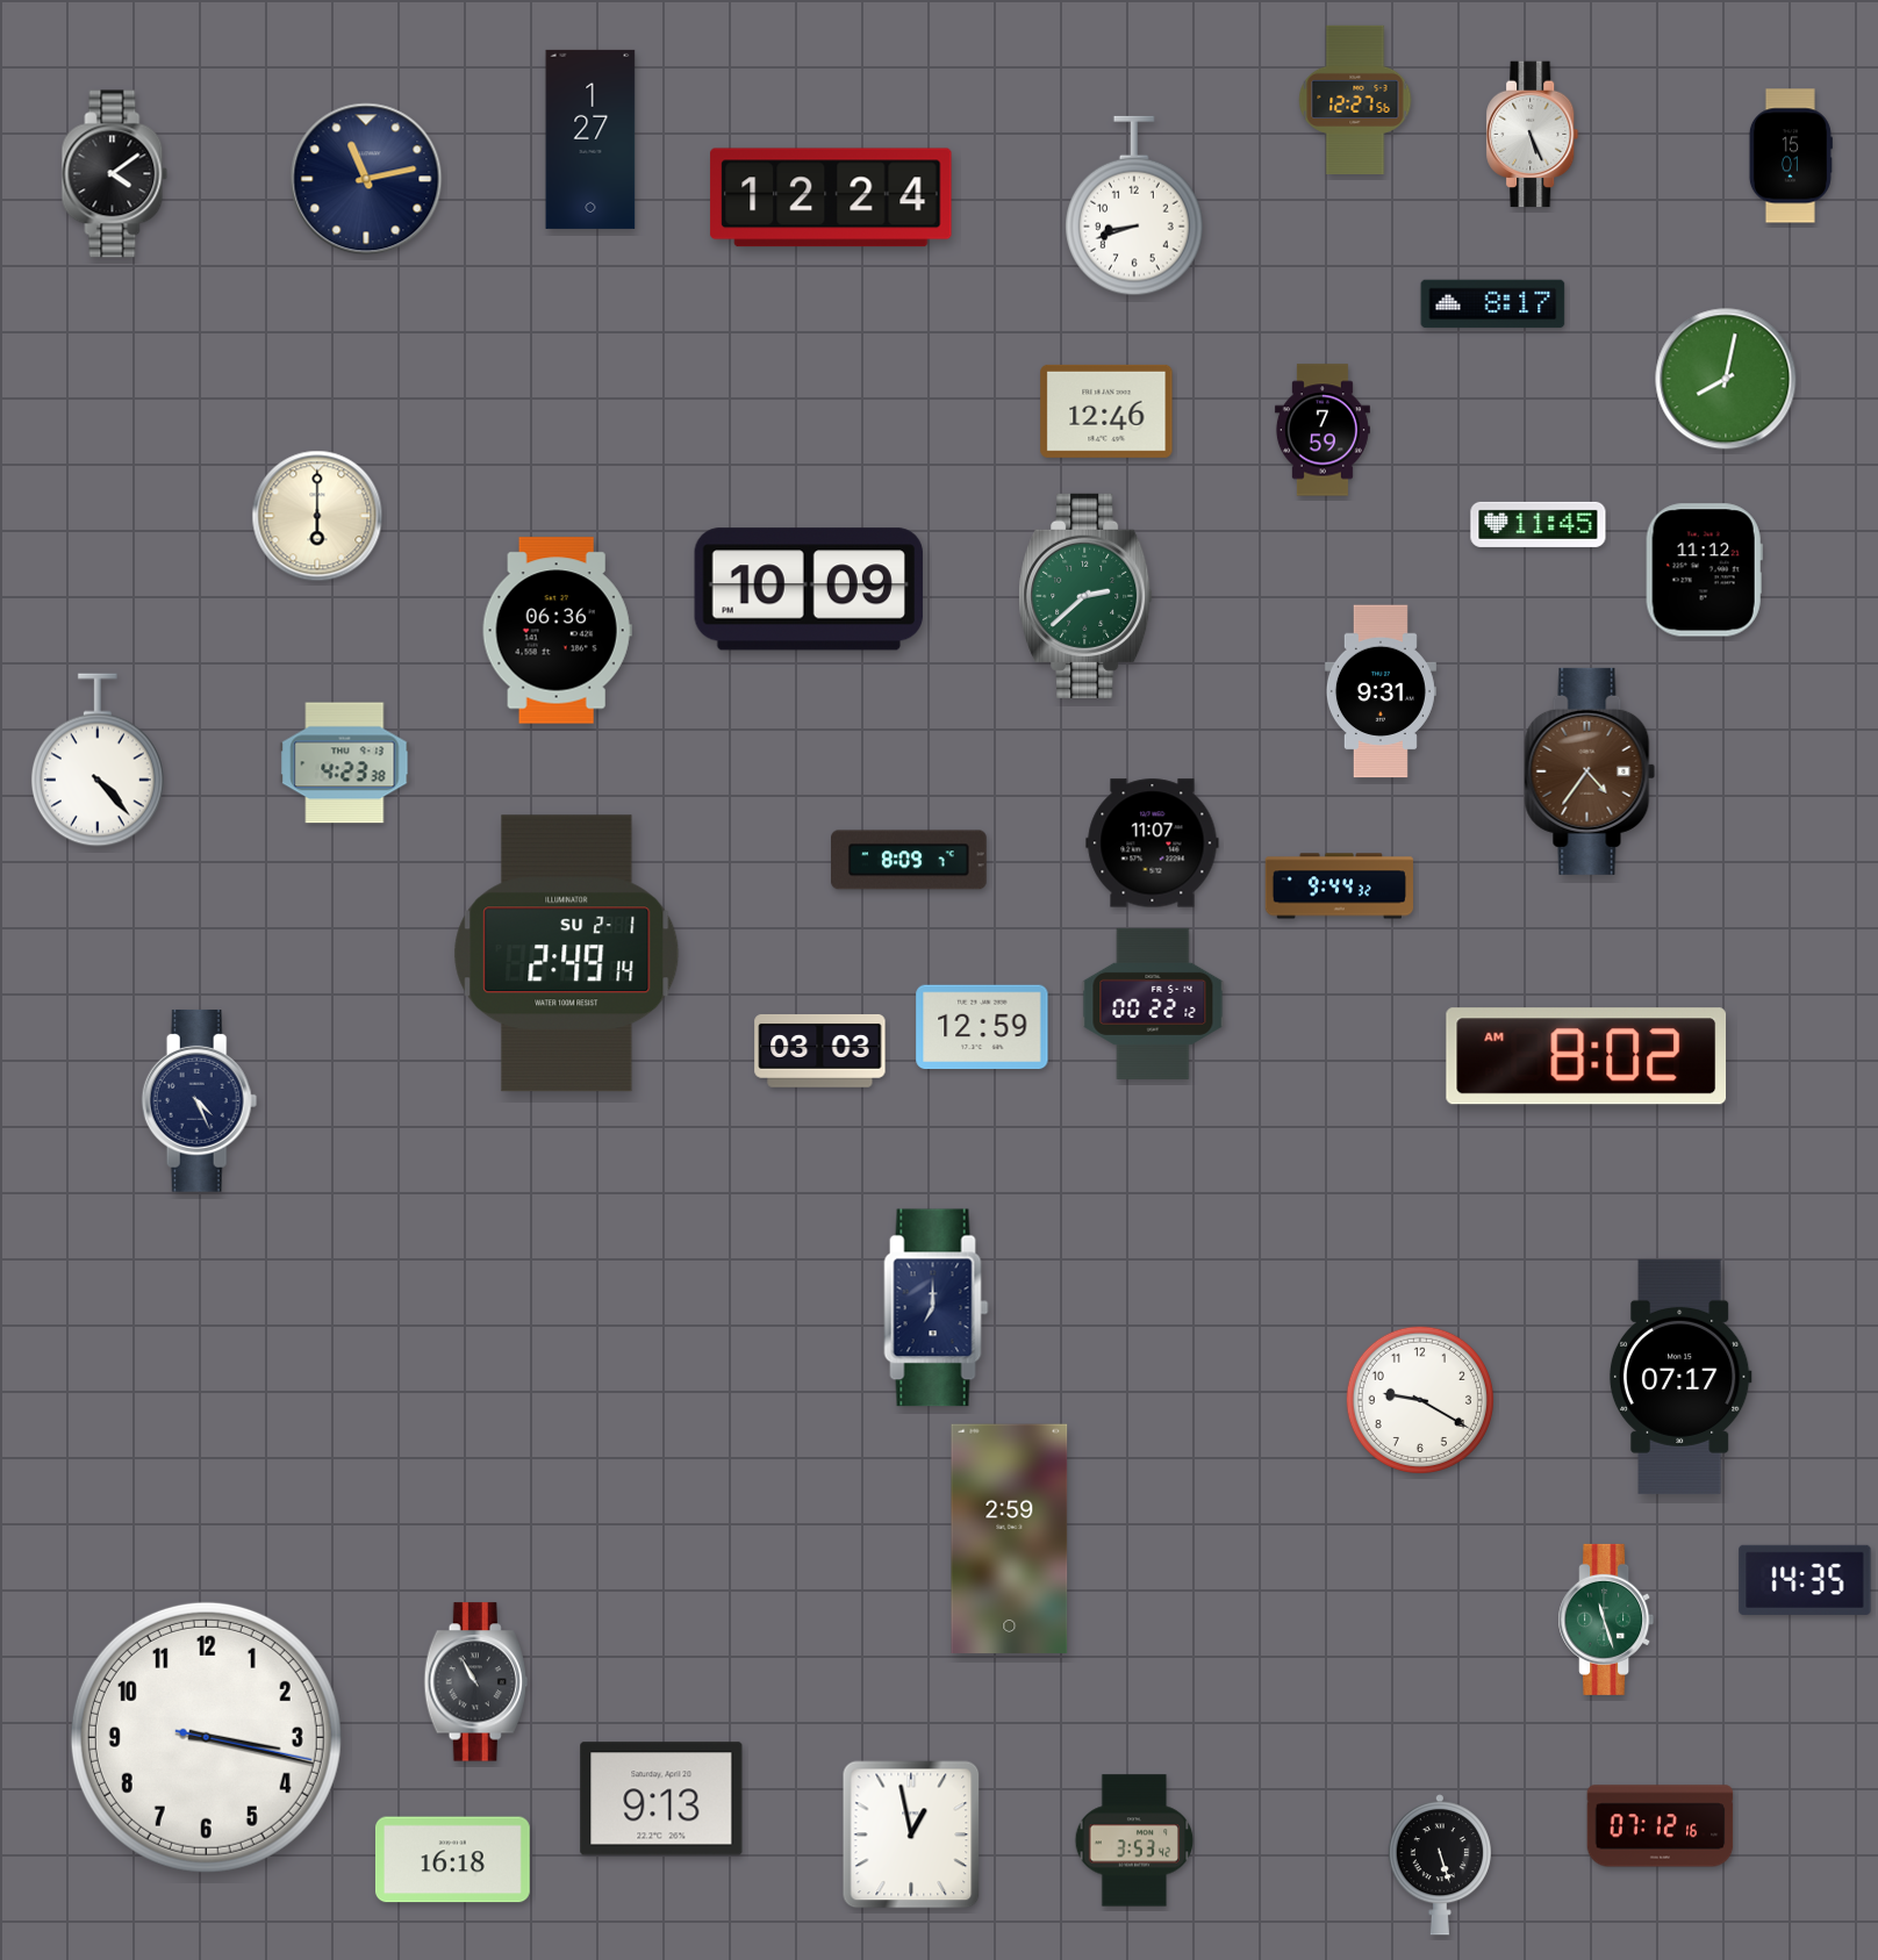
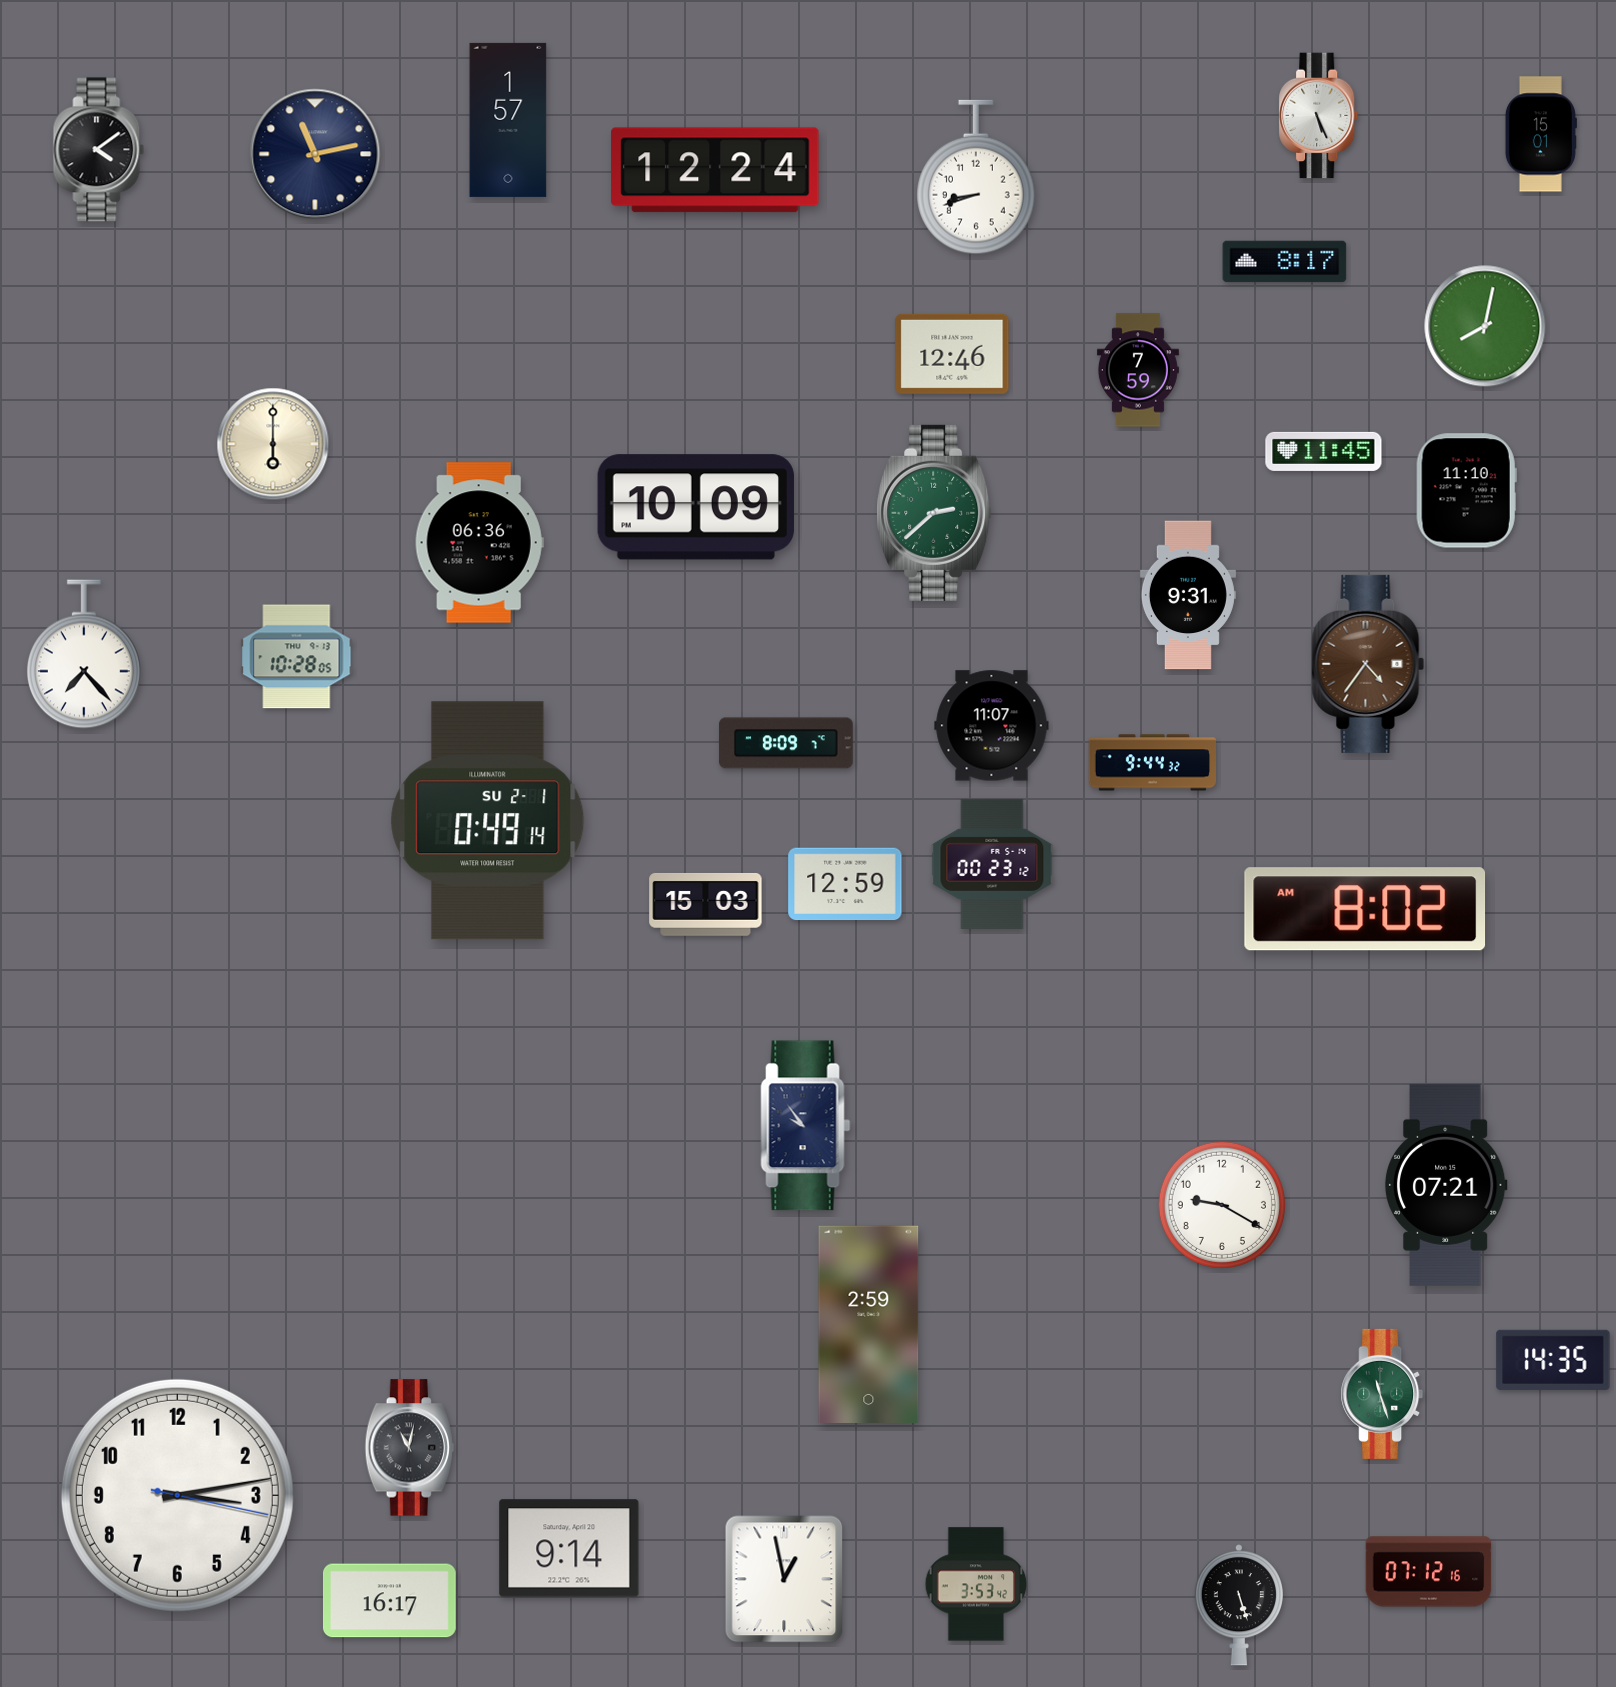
clock at (1355, 99): 12:27 -> none
clock at (590, 139): 1:27 -> 1:57
clock at (1704, 570): 11:12 -> 11:10
clock at (98, 760): 4:23 -> 7:23
clock at (345, 763): 4:23 -> 10:28
clock at (910, 860) position: (910, 860) -> (787, 743)
clock at (567, 954): 2:49 -> 0:49
clock at (1153, 1004): 00:22 -> 00:23
clock at (820, 1051): 03:03 -> 15:03
clock at (200, 1100): 4:26 -> none
clock at (937, 1308): 7:00 -> 9:54
clock at (1680, 1377): 07:17 -> 07:21
clock at (475, 1682): 10:55 -> 11:02
clock at (206, 1737): 3:17 -> 3:13
clock at (661, 1799): 9:13 -> 9:14
clock at (452, 1860): 16:18 -> 16:17
